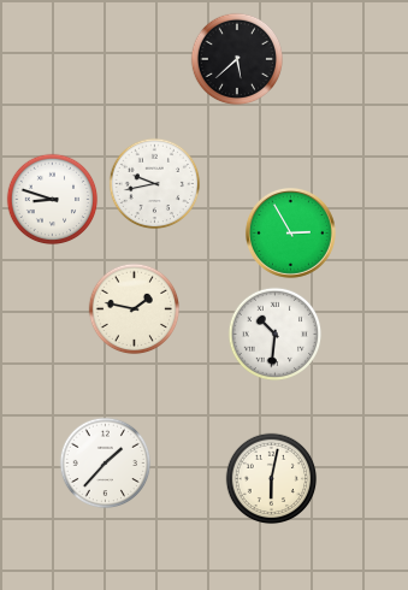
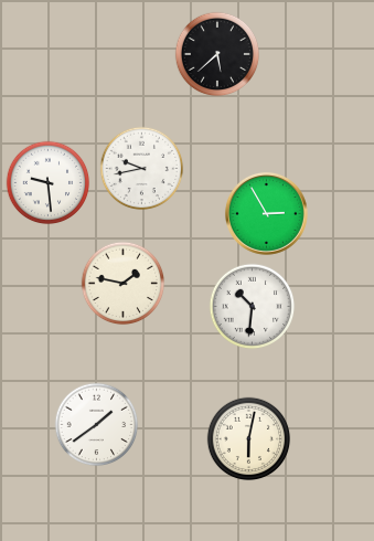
clock at (53, 200): 8:48 -> 9:29
clock at (106, 464): 1:37 -> 1:39
